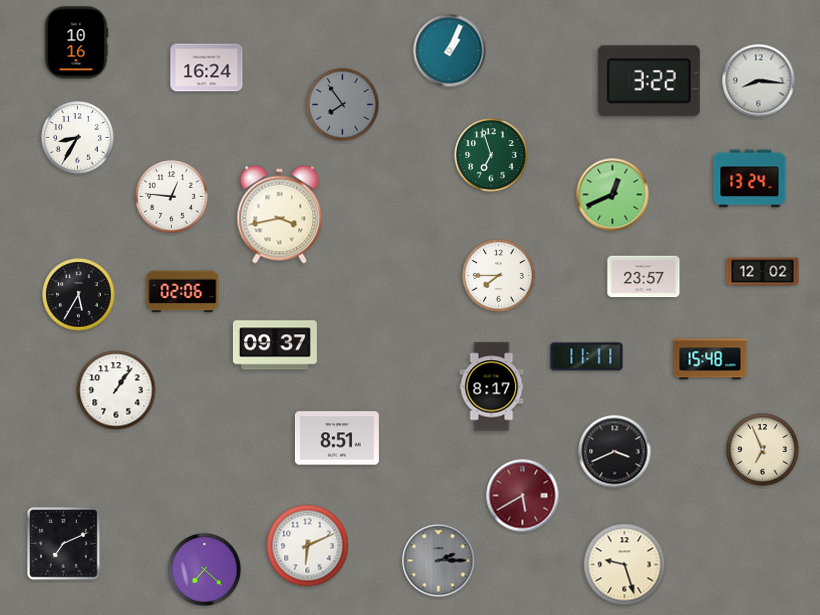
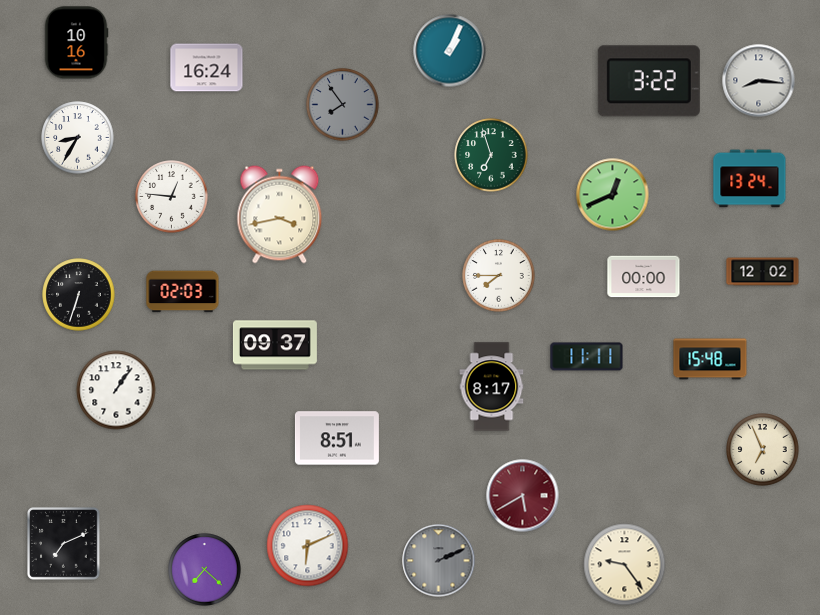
clock at (644, 277): 23:57 -> 00:00
clock at (183, 292): 02:06 -> 02:03
clock at (79, 295): 5:35 -> 6:33
clock at (615, 452): 3:41 -> none
clock at (439, 561): 2:15 -> 2:11
clock at (625, 565): 9:27 -> 9:24
